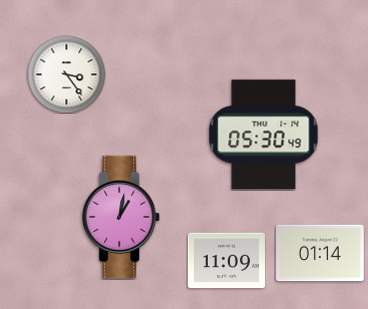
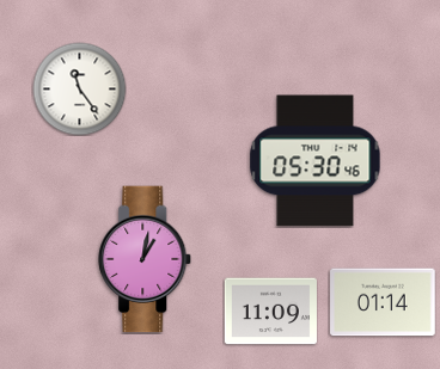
clock at (66, 74): 3:24 -> 11:24
clock at (264, 135): 05:30:49 -> 05:30:46
